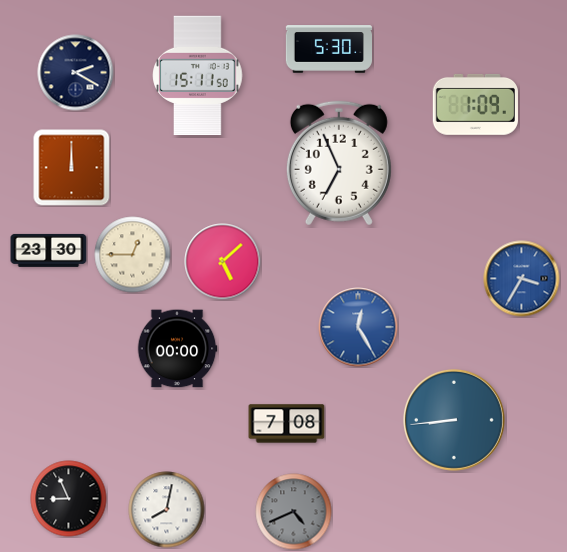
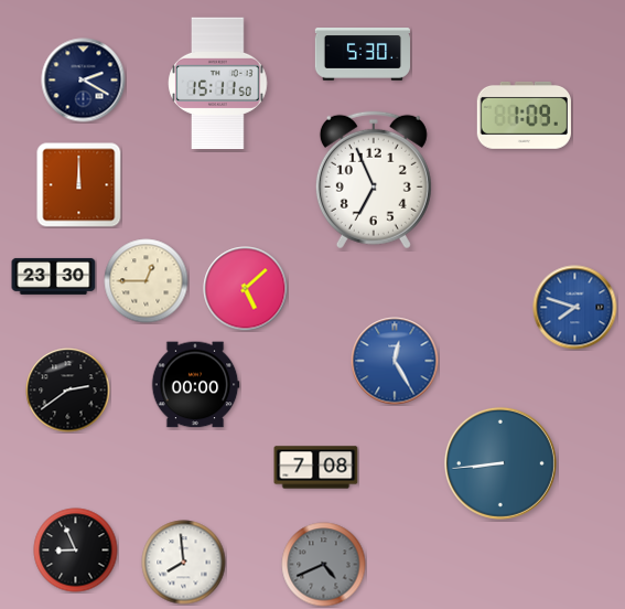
clock at (522, 279): 3:35 -> 7:48
clock at (68, 391): none -> 2:39
clock at (167, 510): 8:02 -> 7:59
